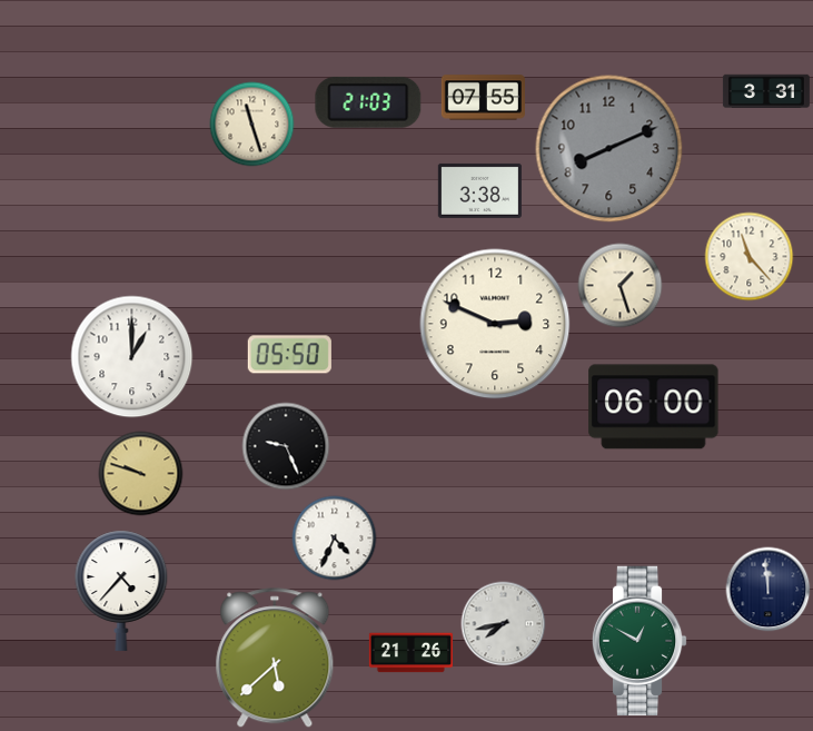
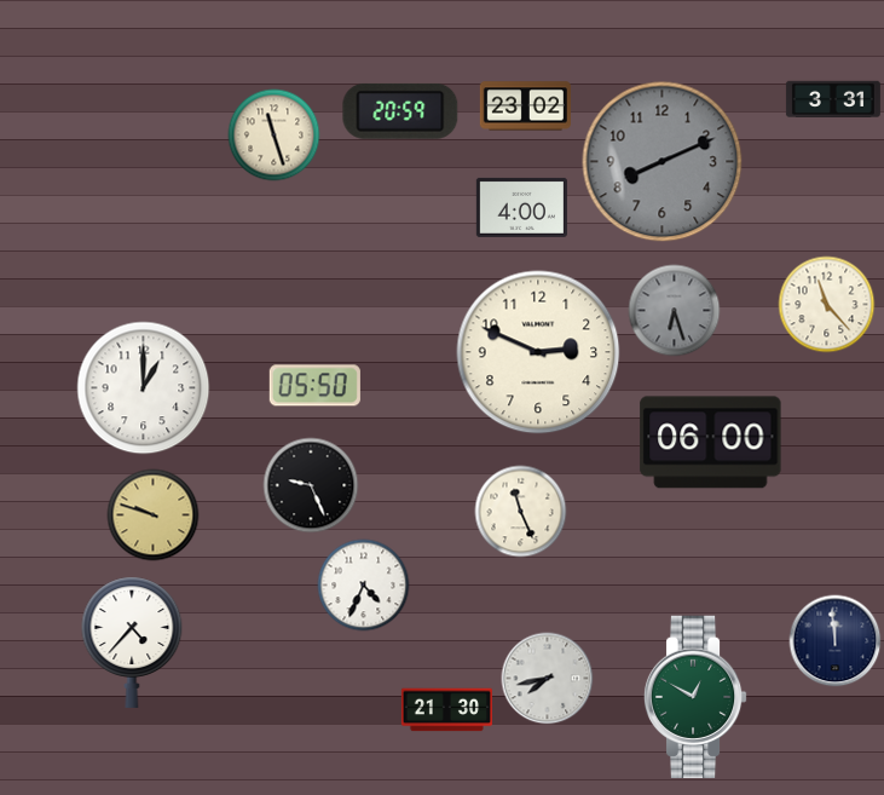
clock at (483, 98): 07:55 -> 23:02
clock at (368, 102): 21:03 -> 20:59
clock at (479, 190): 3:38 -> 4:00
clock at (750, 257) position: (750, 257) -> (827, 305)
clock at (621, 286): 1:27 -> 6:27
clock at (621, 286) dial: cream -> grey
clock at (521, 512): none -> 11:26
clock at (410, 653): 21:26 -> 21:30
clock at (275, 659): 5:38 -> none
